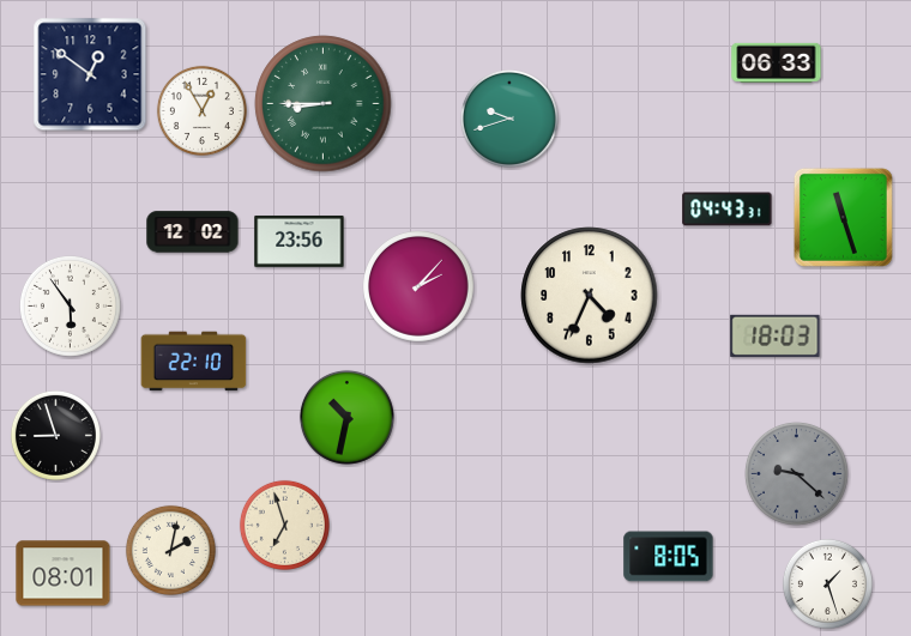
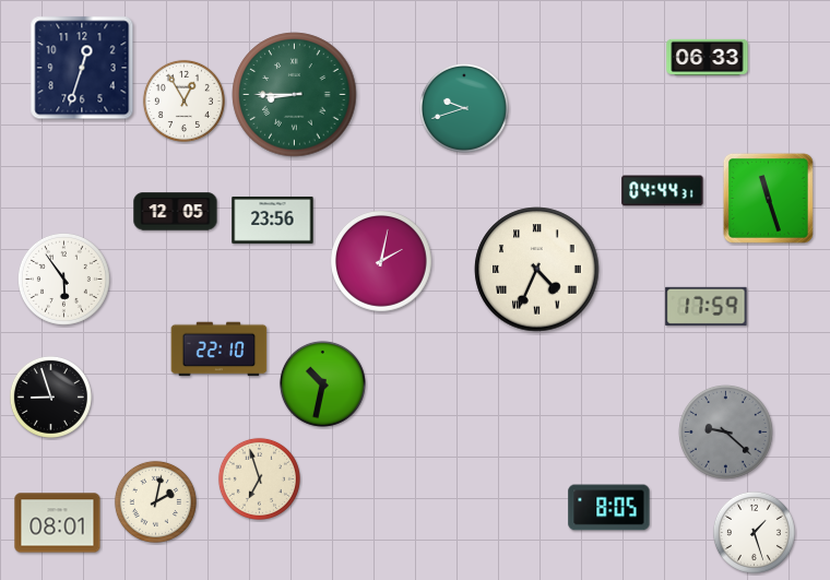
clock at (90, 74): 12:51 -> 12:33
clock at (728, 210): 04:43 -> 04:44
clock at (193, 232): 12:02 -> 12:05
clock at (420, 287): 2:07 -> 2:02
clock at (590, 296) numerals: Arabic -> Roman
clock at (776, 335): 18:03 -> 17:59
clock at (194, 362) position: (194, 362) -> (220, 350)
clock at (346, 417) position: (346, 417) -> (322, 383)
